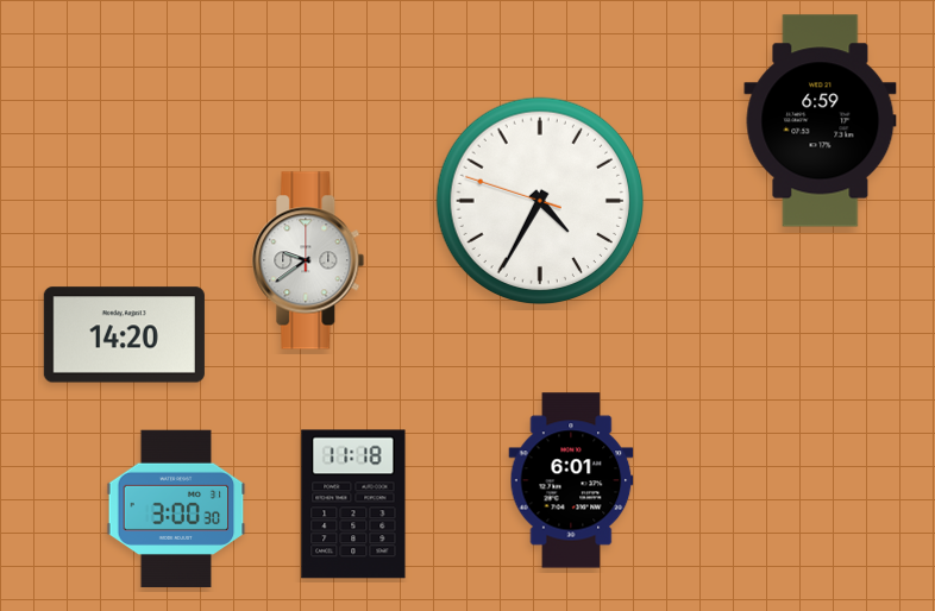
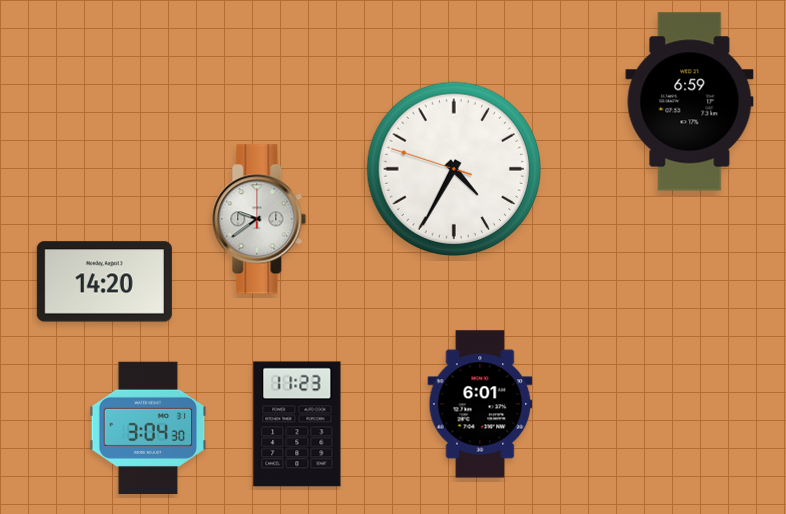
clock at (353, 504): 11:18 -> 11:23
clock at (176, 509): 3:00 -> 3:04
